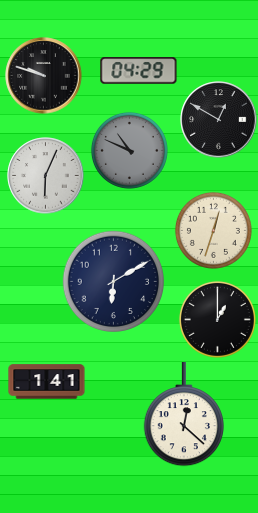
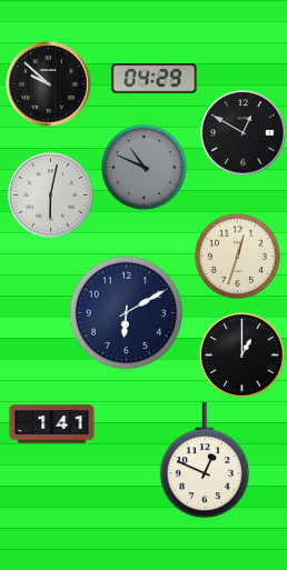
clock at (44, 76): 9:48 -> 9:52
clock at (46, 176): 6:04 -> 6:02
clock at (183, 414): 12:22 -> 12:49
